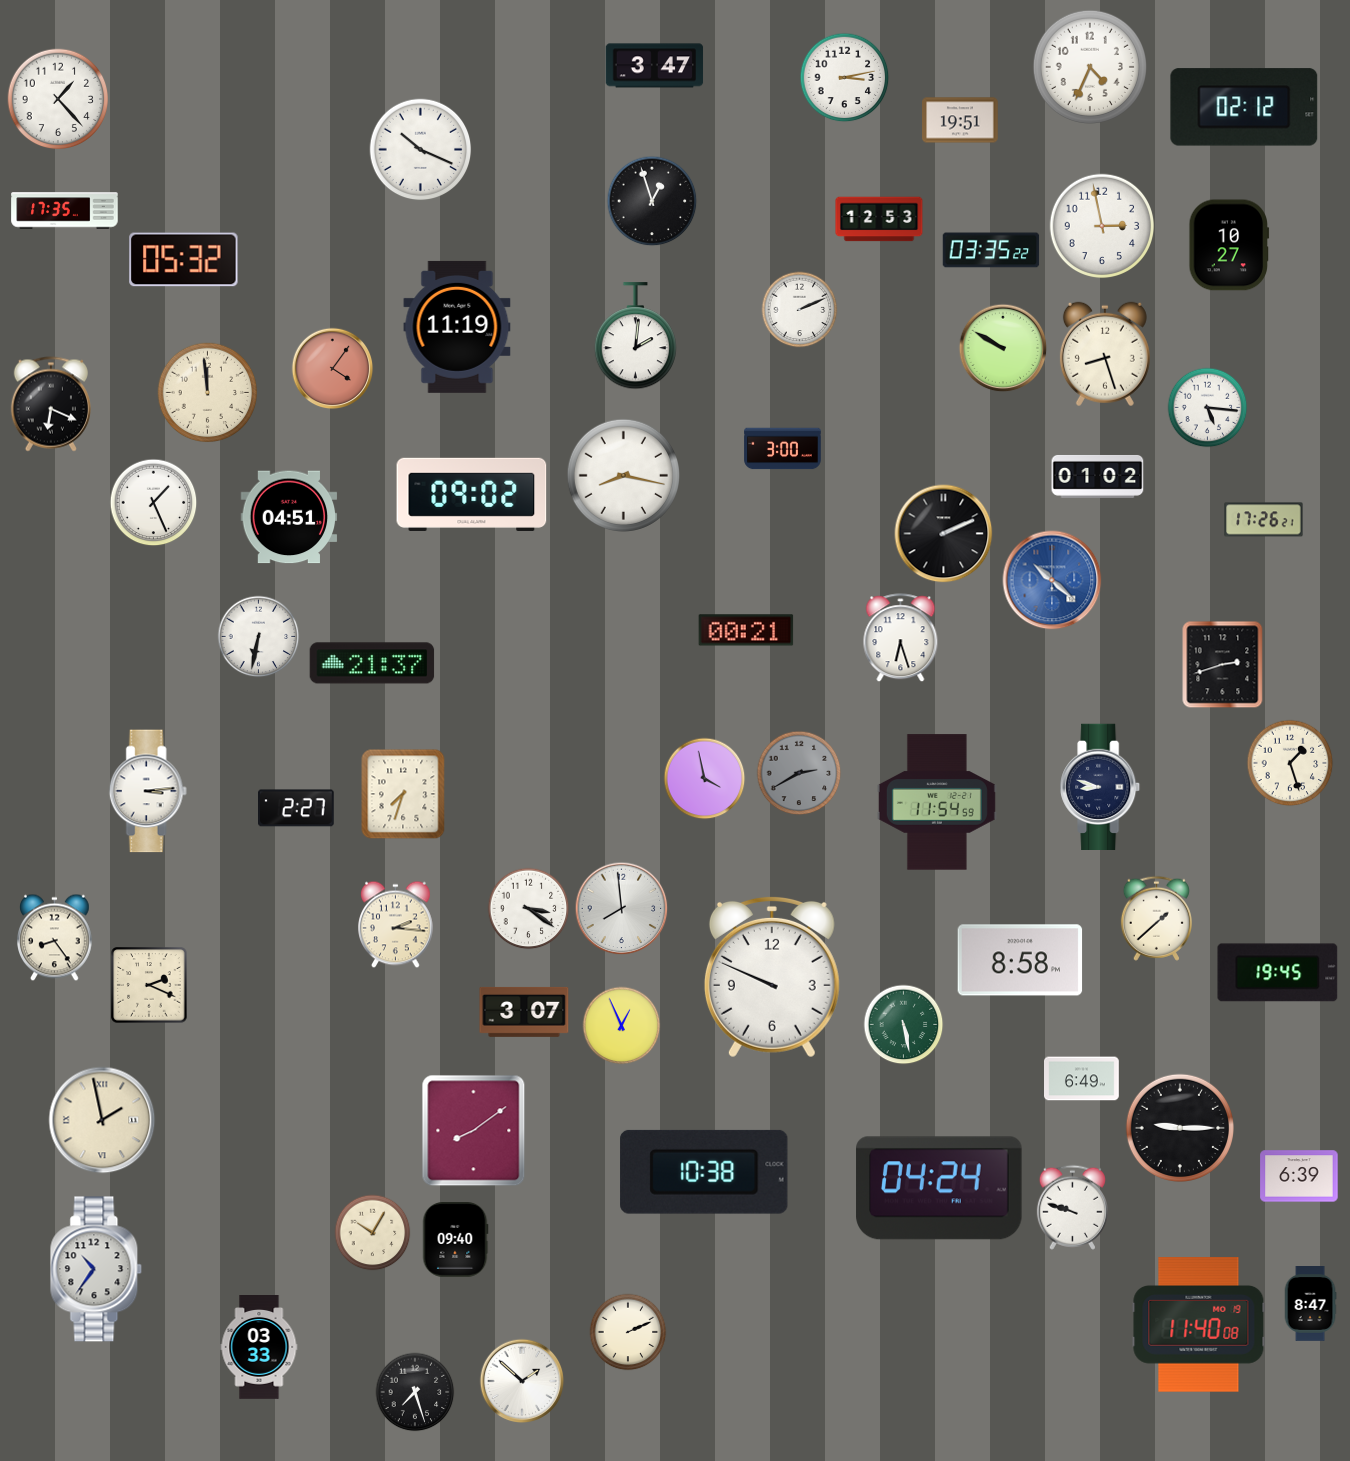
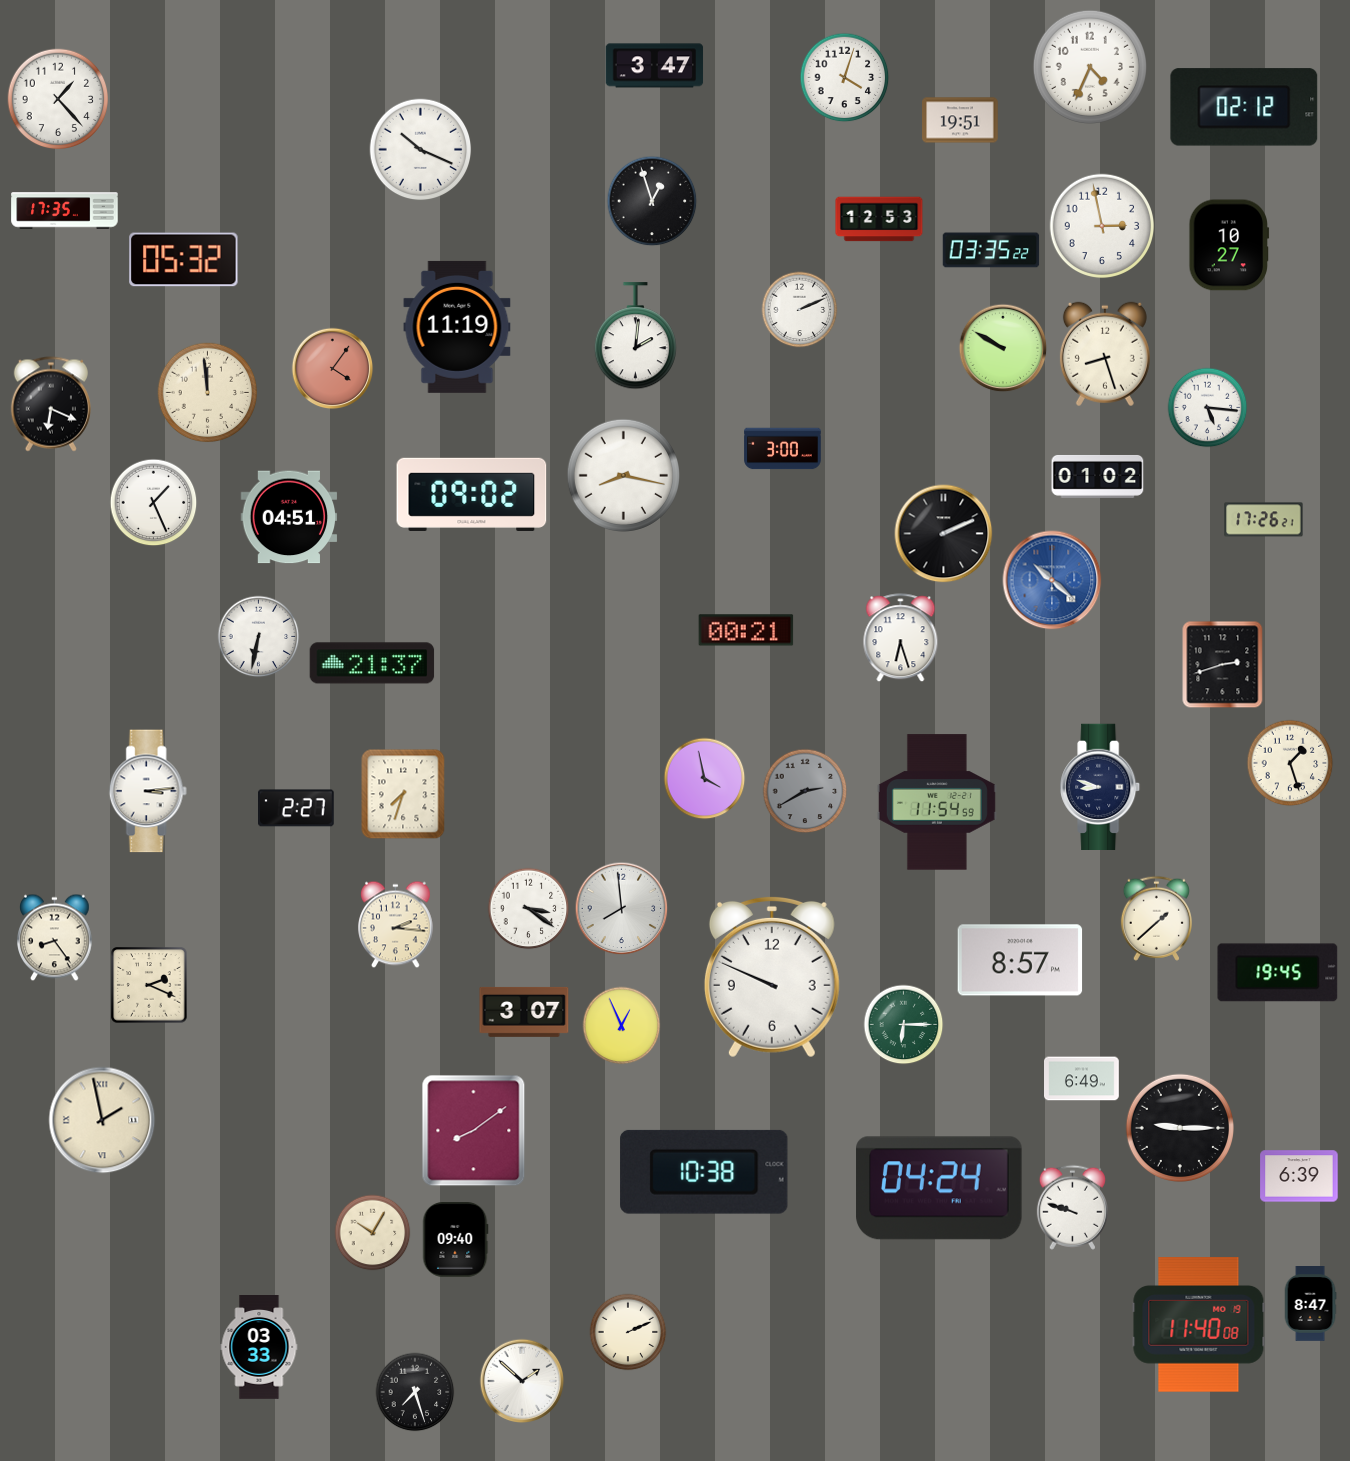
clock at (845, 78): 3:13 -> 4:03
clock at (799, 773) position: (799, 773) -> (805, 791)
clock at (1020, 960): 8:58 -> 8:57
clock at (904, 1025): 5:28 -> 6:15
clock at (96, 1269): 10:36 -> none
